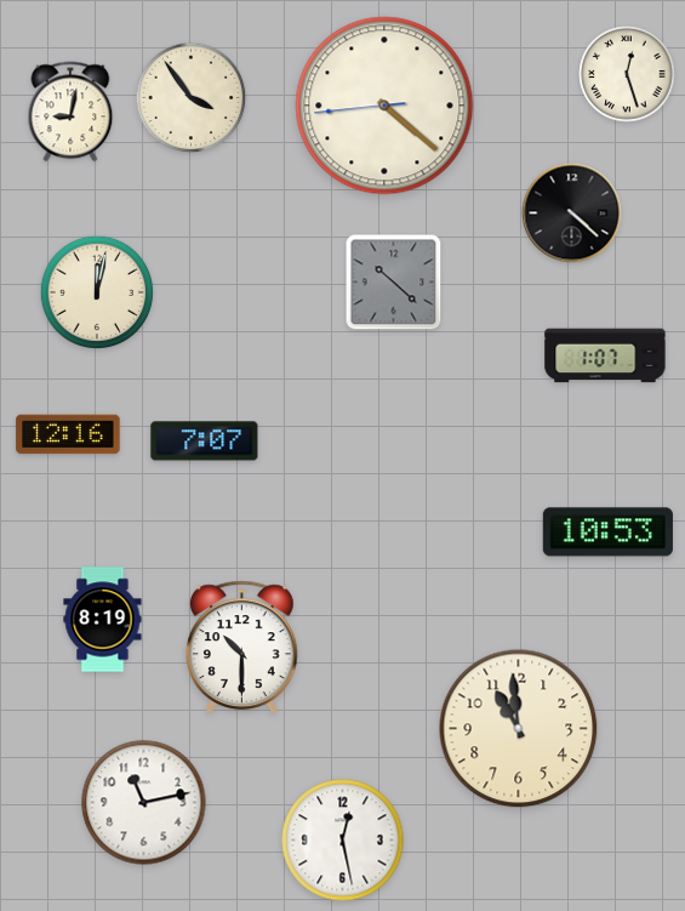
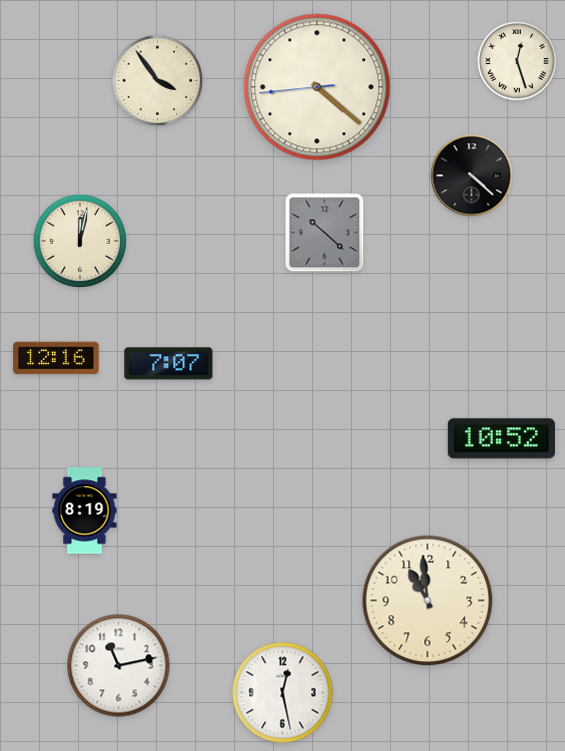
clock at (70, 112): 9:02 -> none
clock at (605, 355): 1:07 -> none
clock at (607, 533): 10:53 -> 10:52
clock at (242, 647): 10:30 -> none
clock at (144, 803) position: (144, 803) -> (119, 666)
